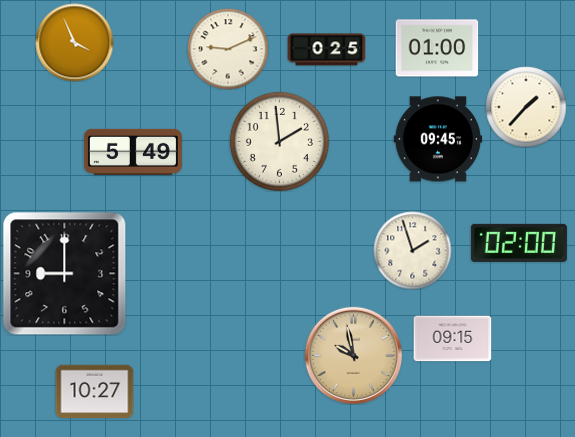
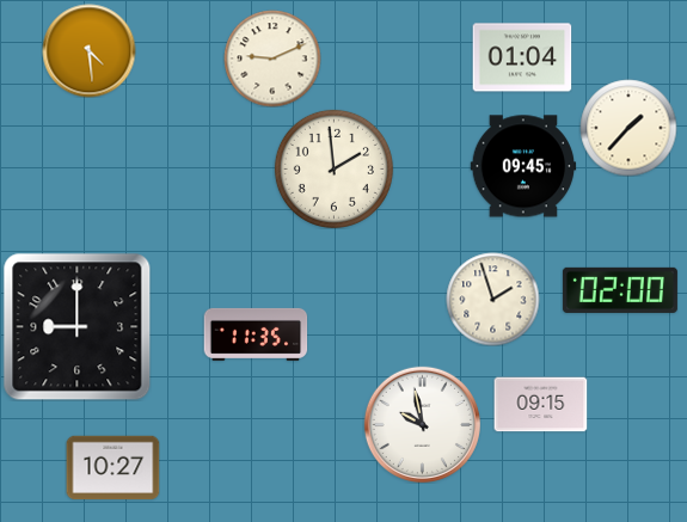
clock at (74, 42): 3:56 -> 4:29
clock at (437, 48): 01:00 -> 01:04
clock at (326, 50): 0:25 -> none
clock at (133, 152): 5:49 -> none
clock at (256, 334): none -> 11:35
clock at (353, 355) dial: champagne -> white
